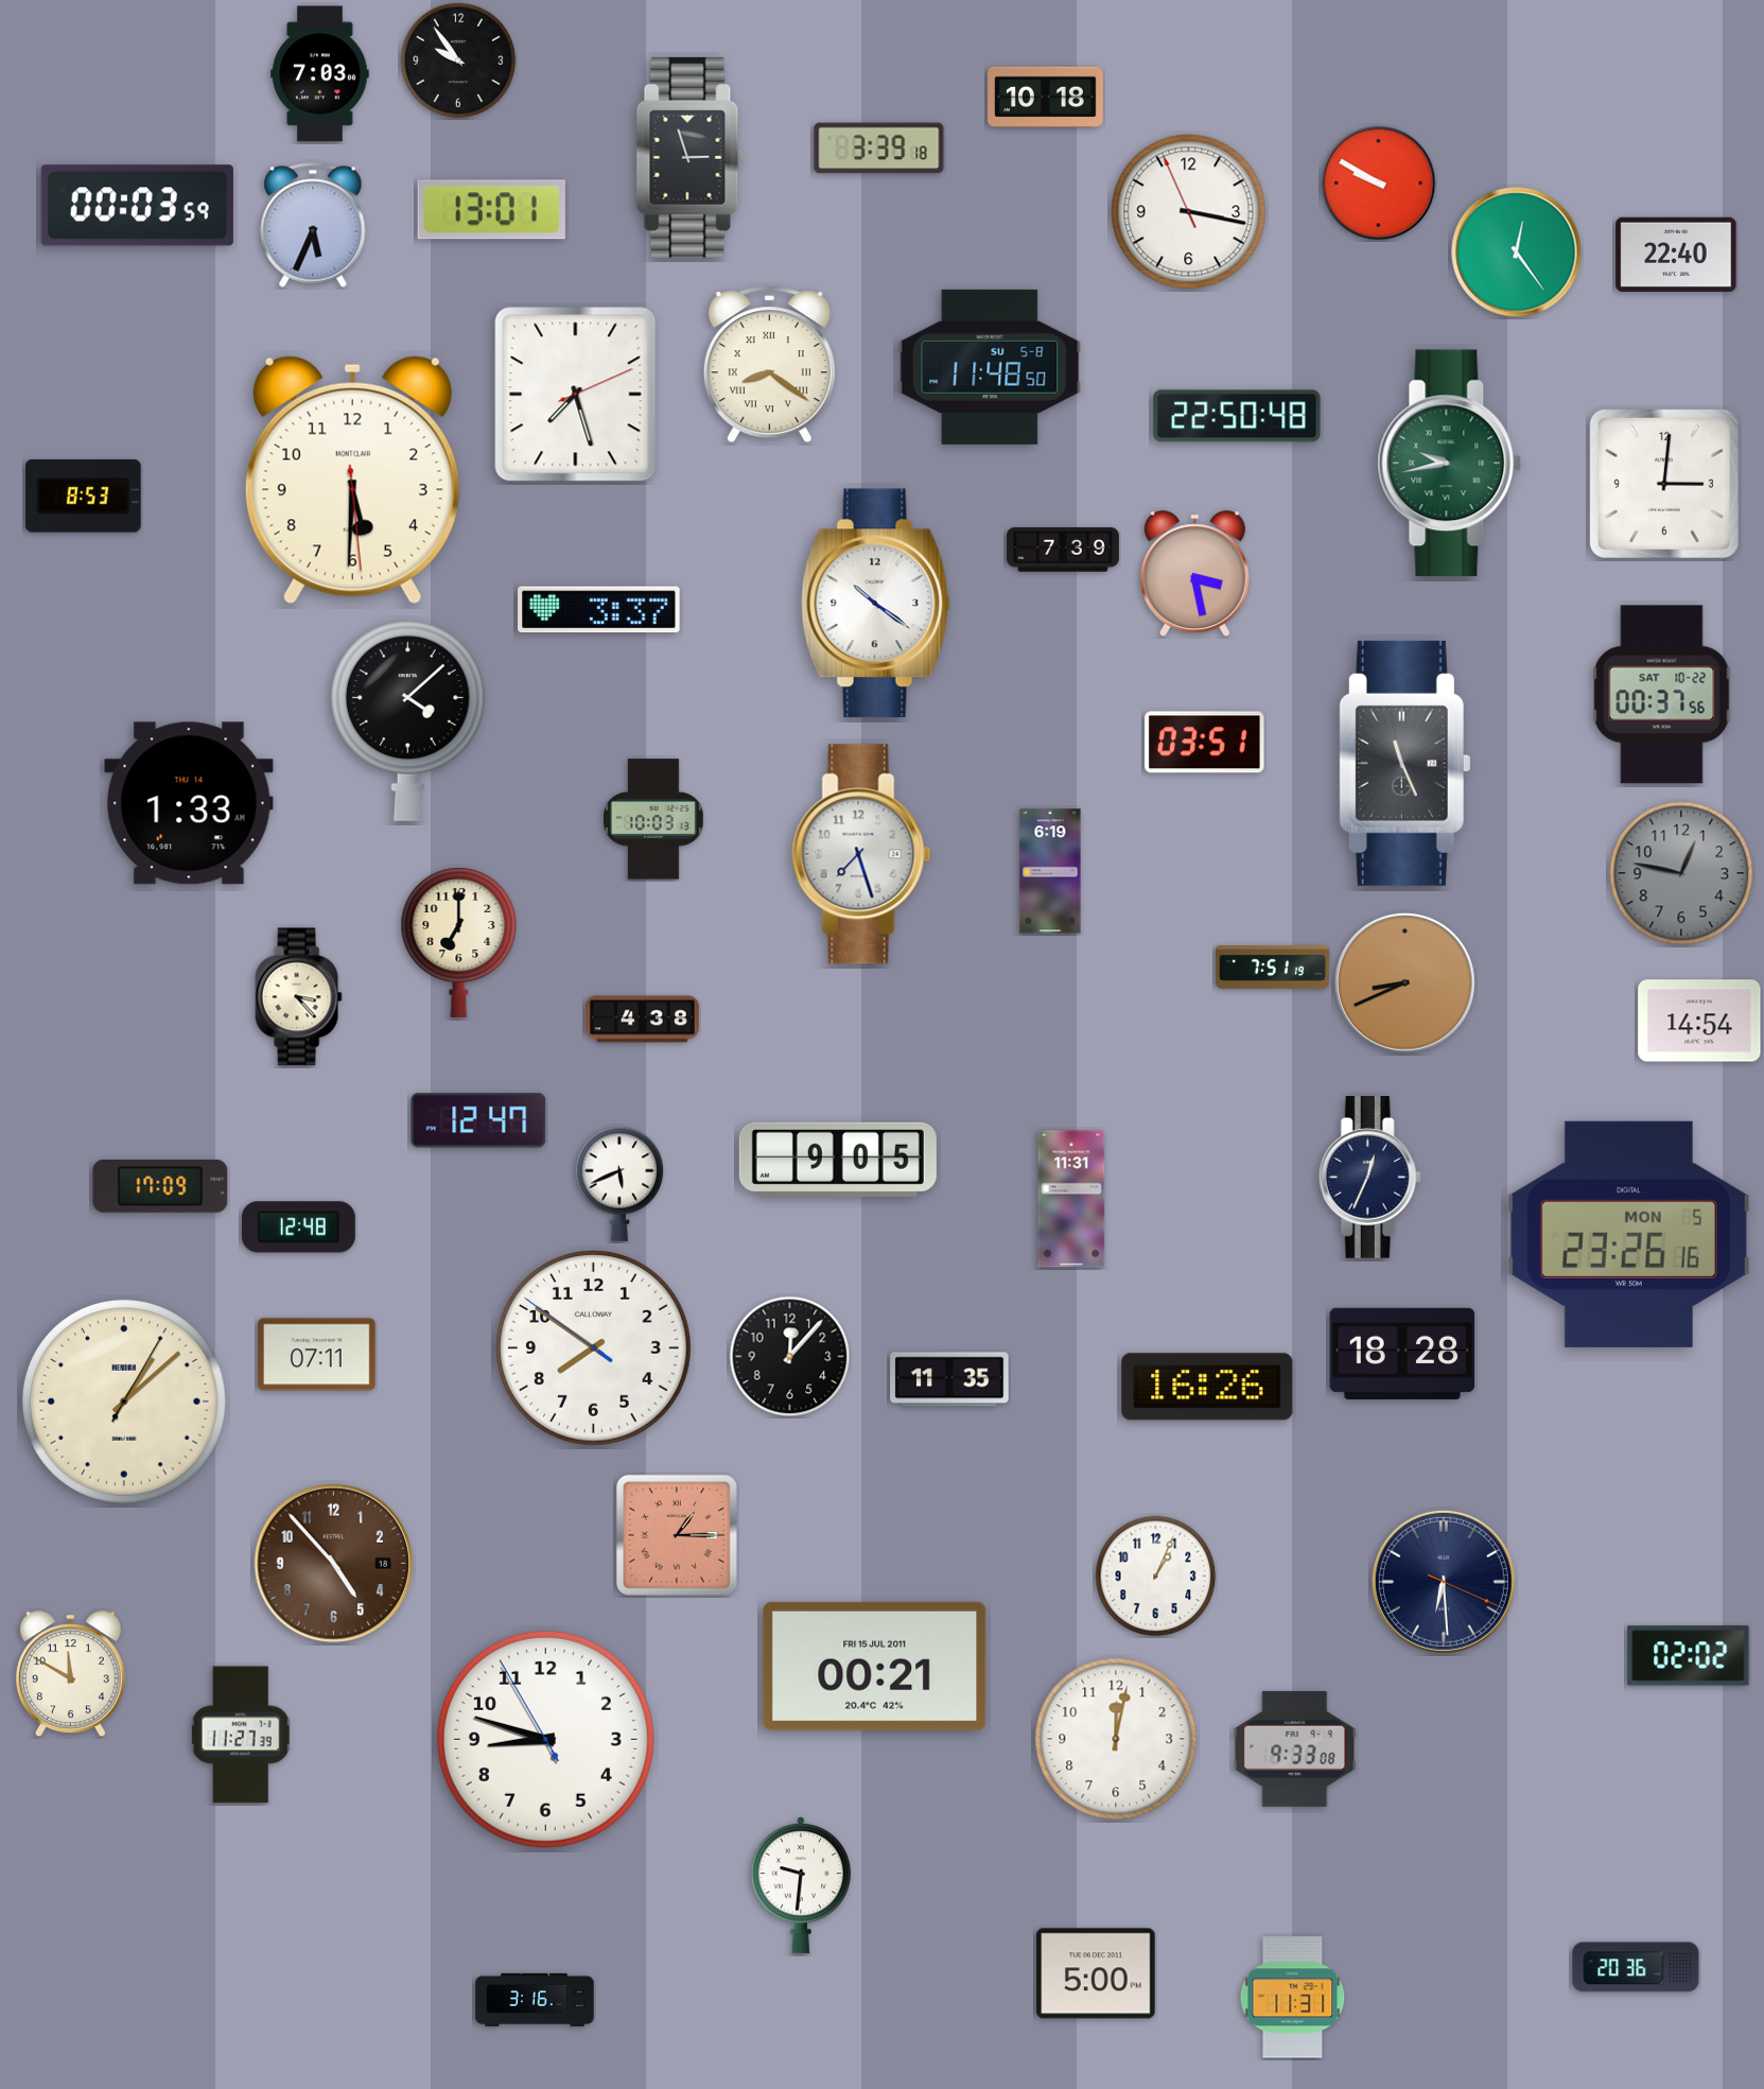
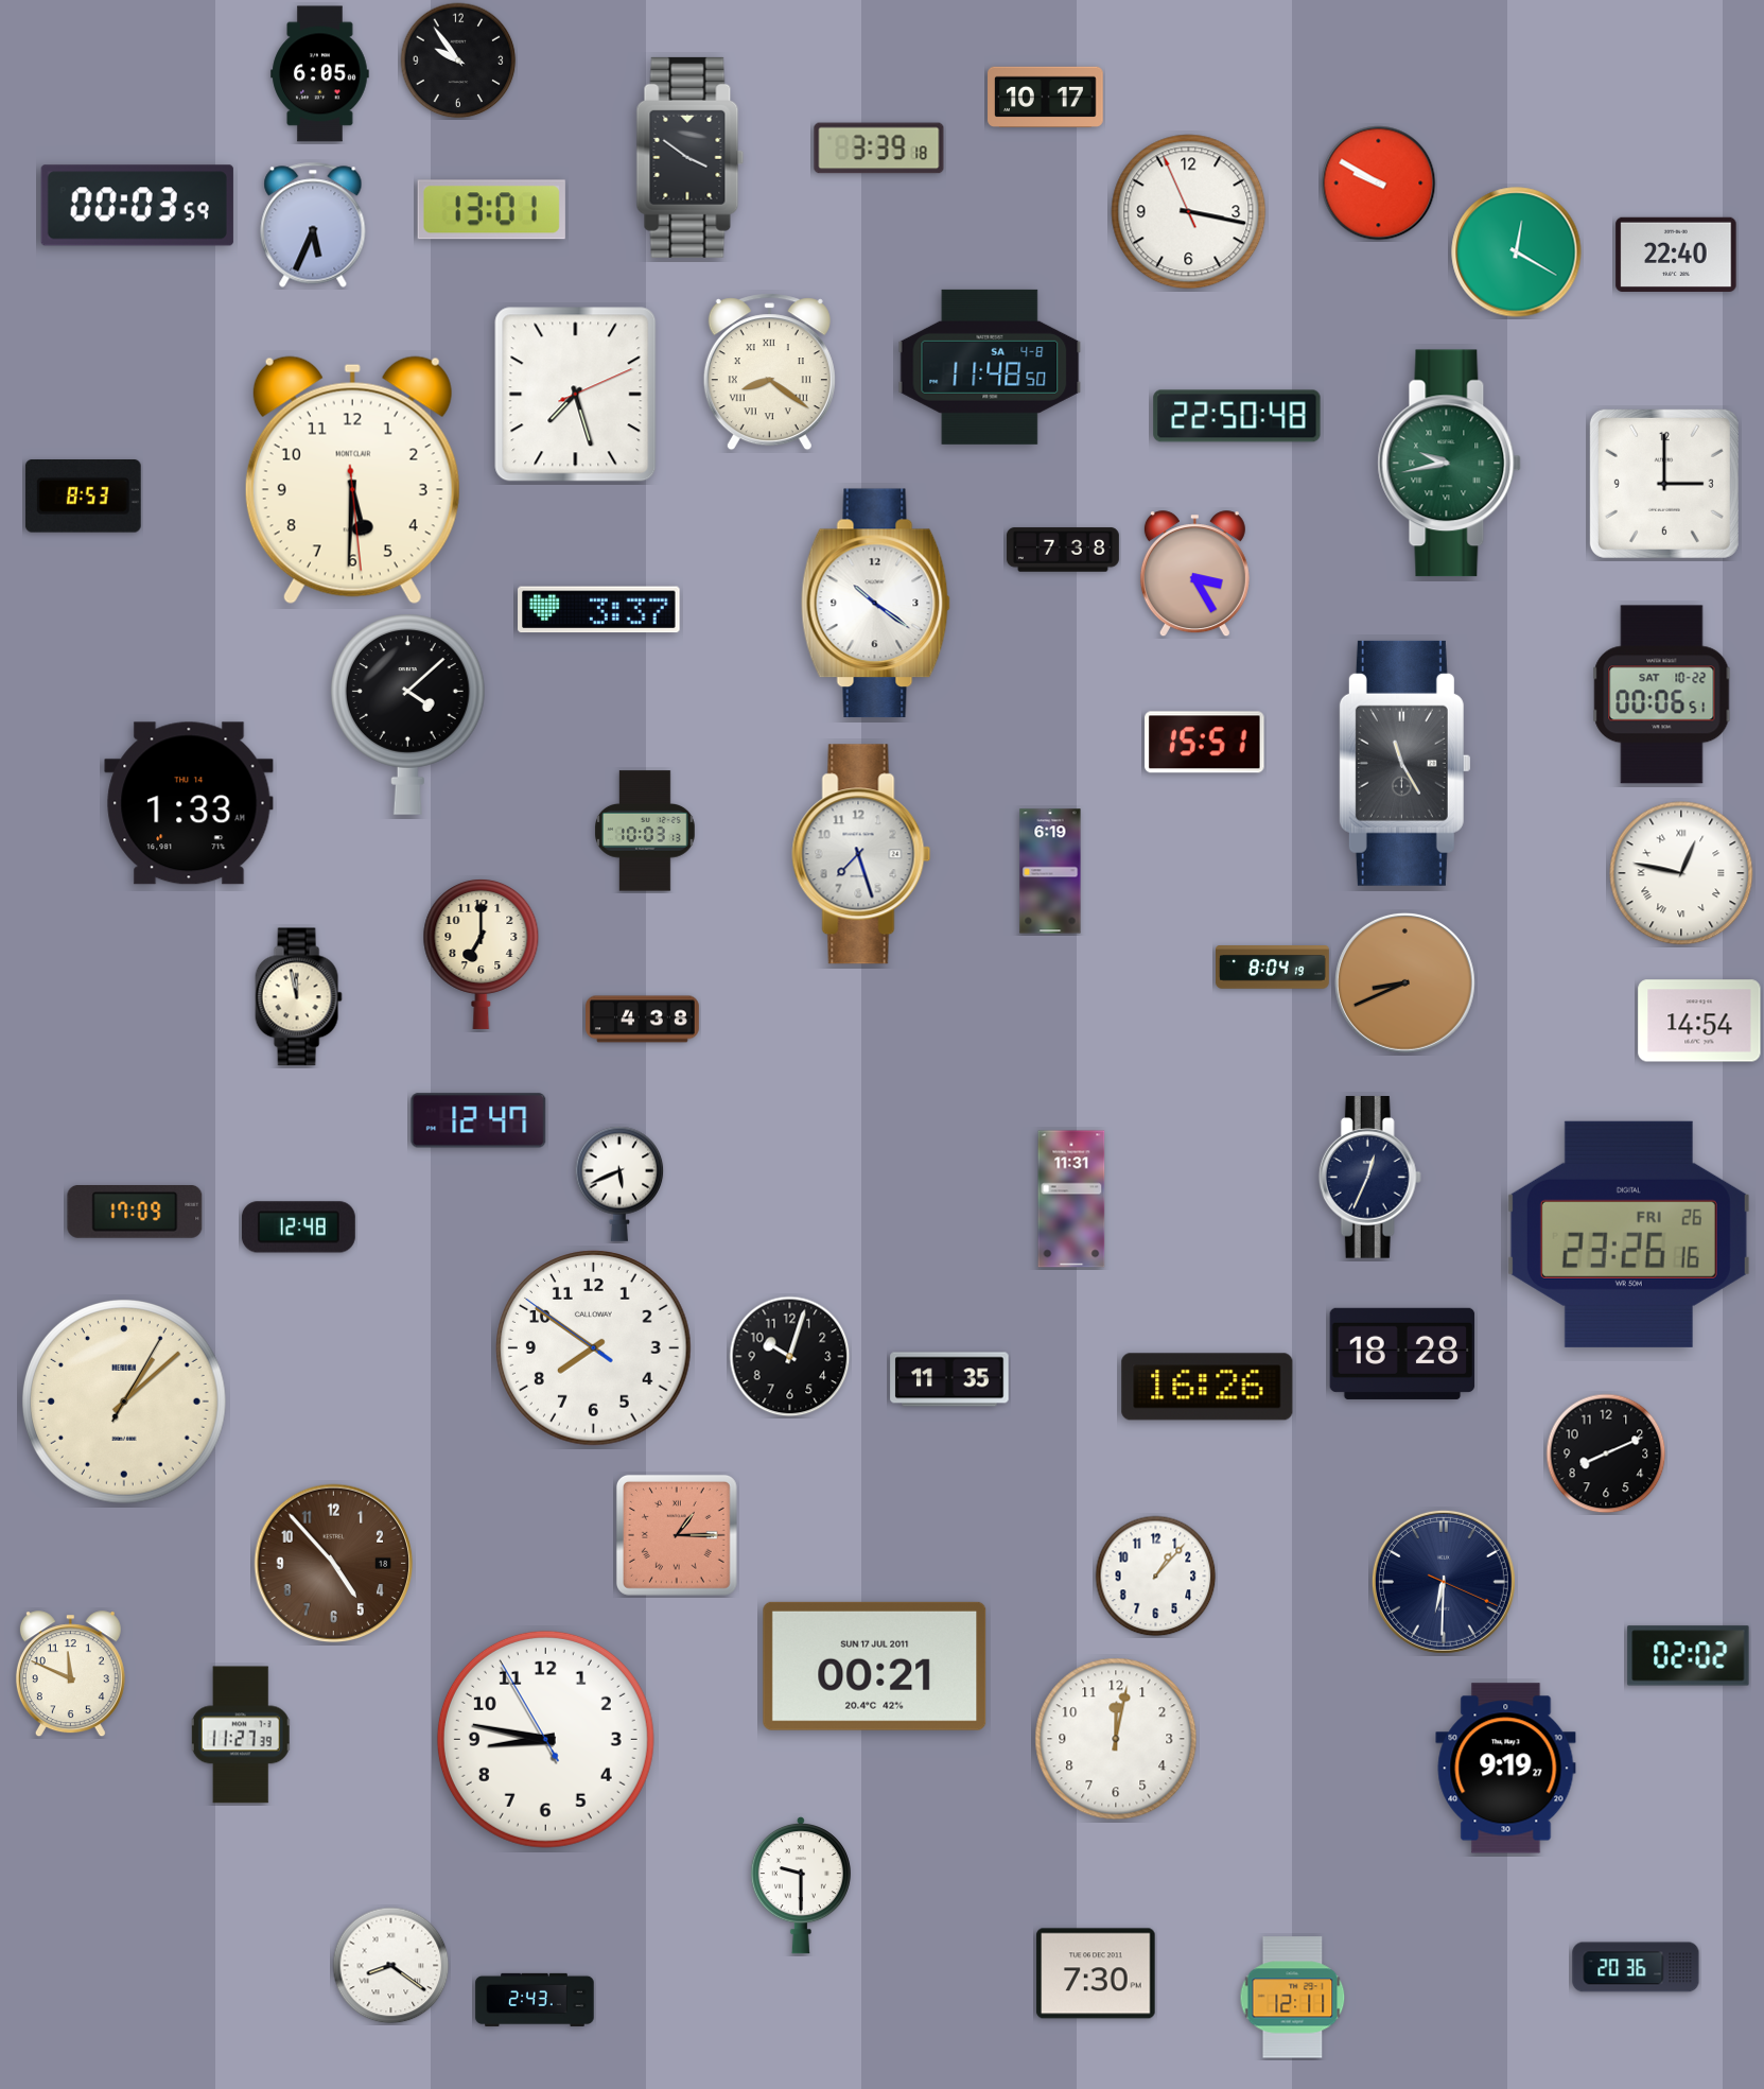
clock at (320, 74): 7:03 -> 6:05
clock at (1046, 97): 10:18 -> 10:17
clock at (691, 157): 2:57 -> 3:51
clock at (1517, 253): 12:24 -> 12:20
clock at (769, 365) position: (769, 365) -> (769, 372)
clock at (990, 367) date: SU 5-8 -> SA 4-8
clock at (1664, 484): 3:01 -> 3:00
clock at (1063, 550): 7:39 -> 7:38
clock at (1194, 574): 3:28 -> 3:25
clock at (1662, 695): 00:37 -> 00:06
clock at (407, 720) position: (407, 720) -> (407, 714)
clock at (1205, 743): 03:51 -> 15:51
clock at (1404, 763): 11:26 -> 11:25
clock at (654, 819) position: (654, 819) -> (646, 831)
clock at (1681, 873) dial: grey -> white
clock at (1681, 873) numerals: Arabic -> Roman
clock at (459, 942) position: (459, 942) -> (482, 954)
clock at (1273, 968): 7:51 -> 8:04
clock at (298, 997): 3:23 -> 11:58
clock at (838, 1160): 9:05 -> none
clock at (160, 1187) position: (160, 1187) -> (135, 1213)
clock at (1628, 1234) date: MON 5 -> FRI 26
clock at (317, 1355): 07:11 -> none
clock at (790, 1357): 12:07 -> 10:03
clock at (1606, 1453): none -> 8:11
clock at (1156, 1577): 1:04 -> 1:07
clock at (1444, 1582): 6:29 -> 6:30
clock at (875, 1666) date: FRI 15 JUL 2011 -> SUN 17 JUL 2011
clock at (70, 1674): 11:50 -> 11:49
clock at (545, 1739): 8:47 -> 8:46
clock at (1295, 1748): 9:33 -> none
clock at (1506, 1769): none -> 9:19
clock at (801, 1885): 9:31 -> 9:30
clock at (391, 1966): none -> 8:21
clock at (1096, 1973): 5:00 -> 7:30
clock at (1293, 1998): 11:31 -> 12:11
clock at (535, 2000): 3:16 -> 2:43
